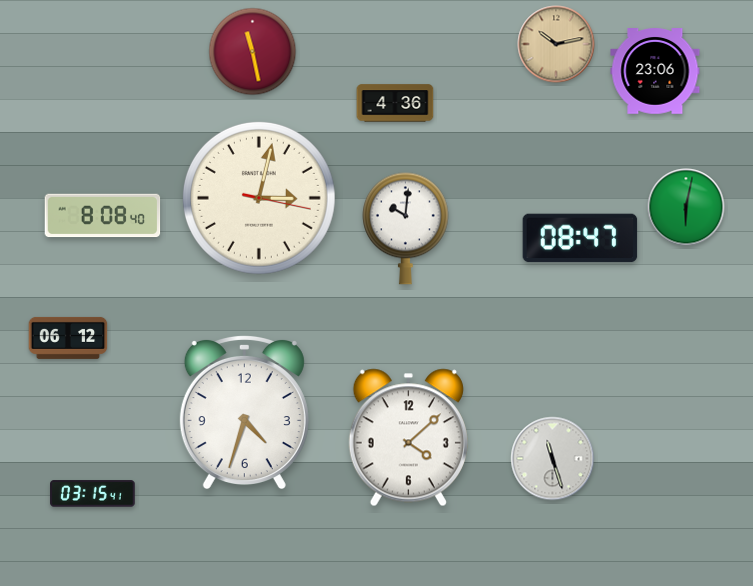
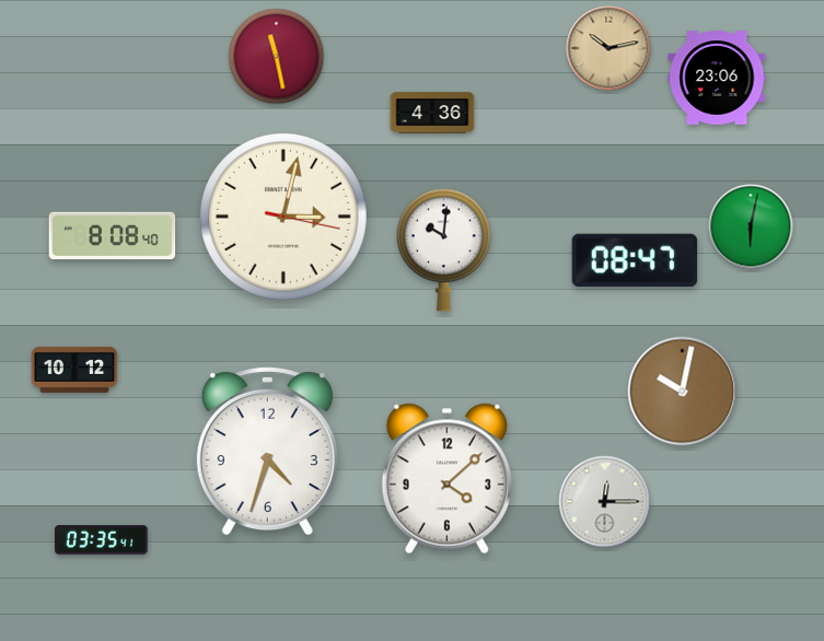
clock at (68, 338): 06:12 -> 10:12
clock at (683, 392): none -> 10:02
clock at (553, 459): 11:27 -> 12:15
clock at (93, 494): 03:15 -> 03:35
